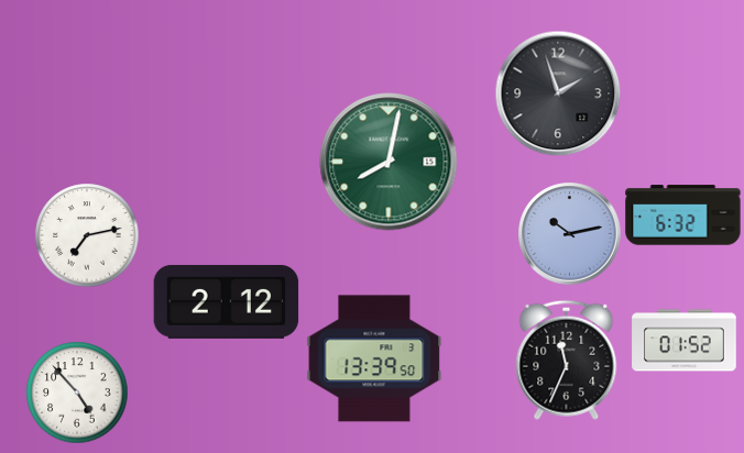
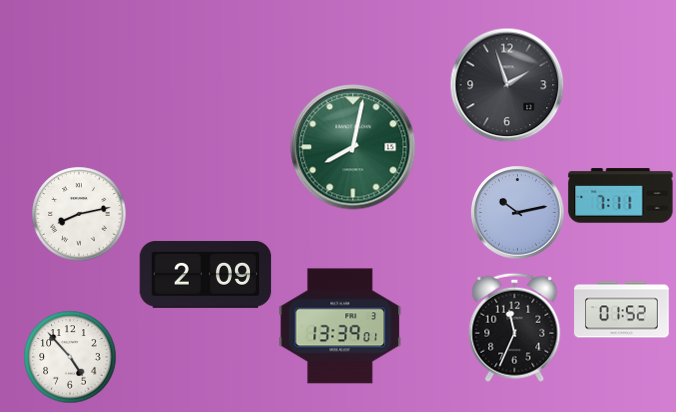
clock at (683, 216): 6:32 -> 7:11
clock at (87, 235): 7:13 -> 8:13
clock at (227, 301): 2:12 -> 2:09
clock at (374, 358): 13:39:50 -> 13:39:01
